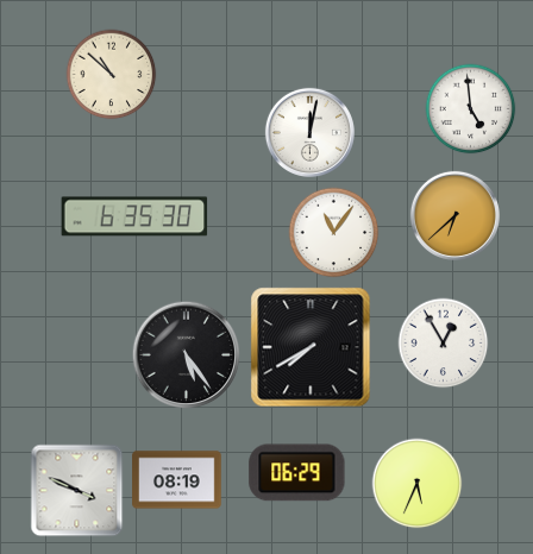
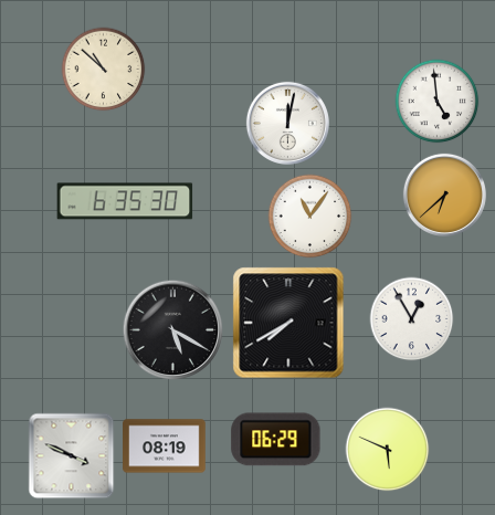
clock at (454, 215) position: (454, 215) -> (444, 195)
clock at (187, 355): 5:24 -> 5:20
clock at (418, 484): 5:34 -> 5:49
